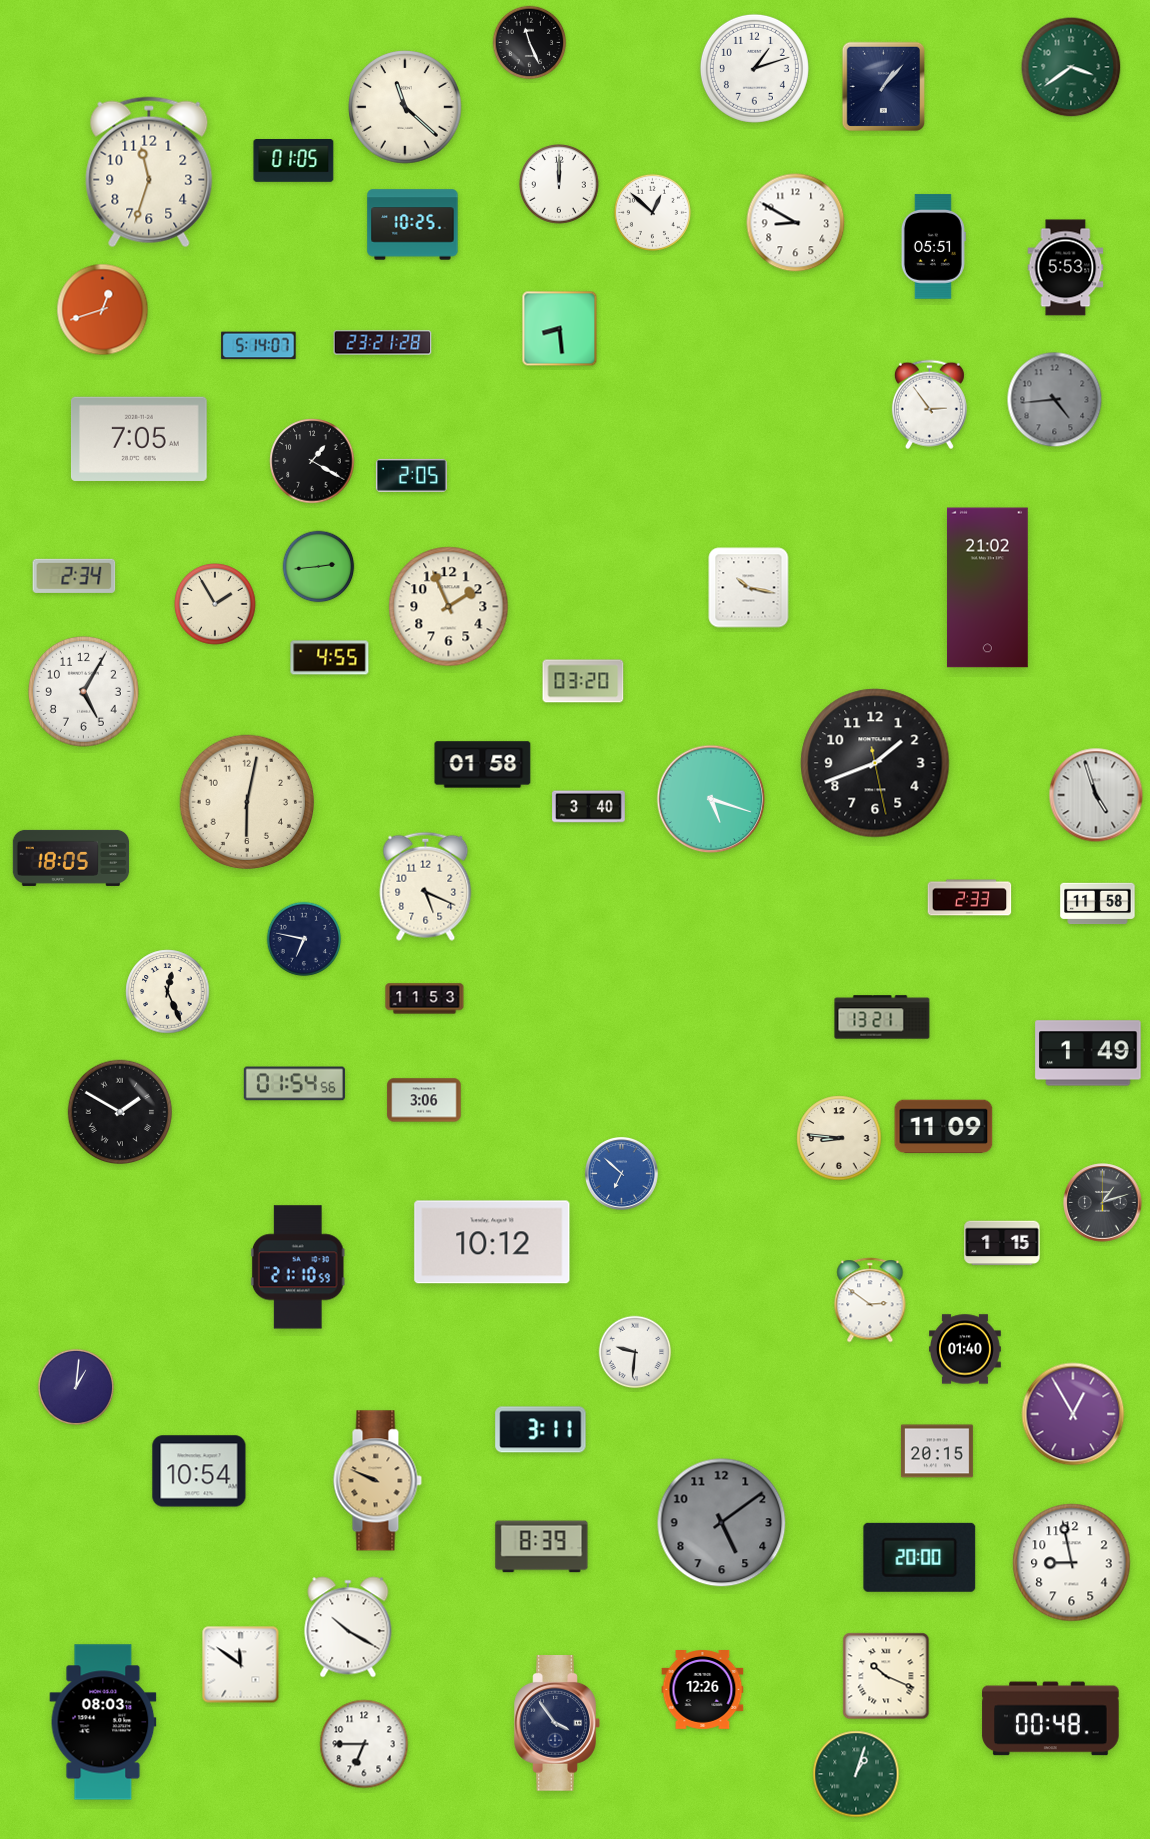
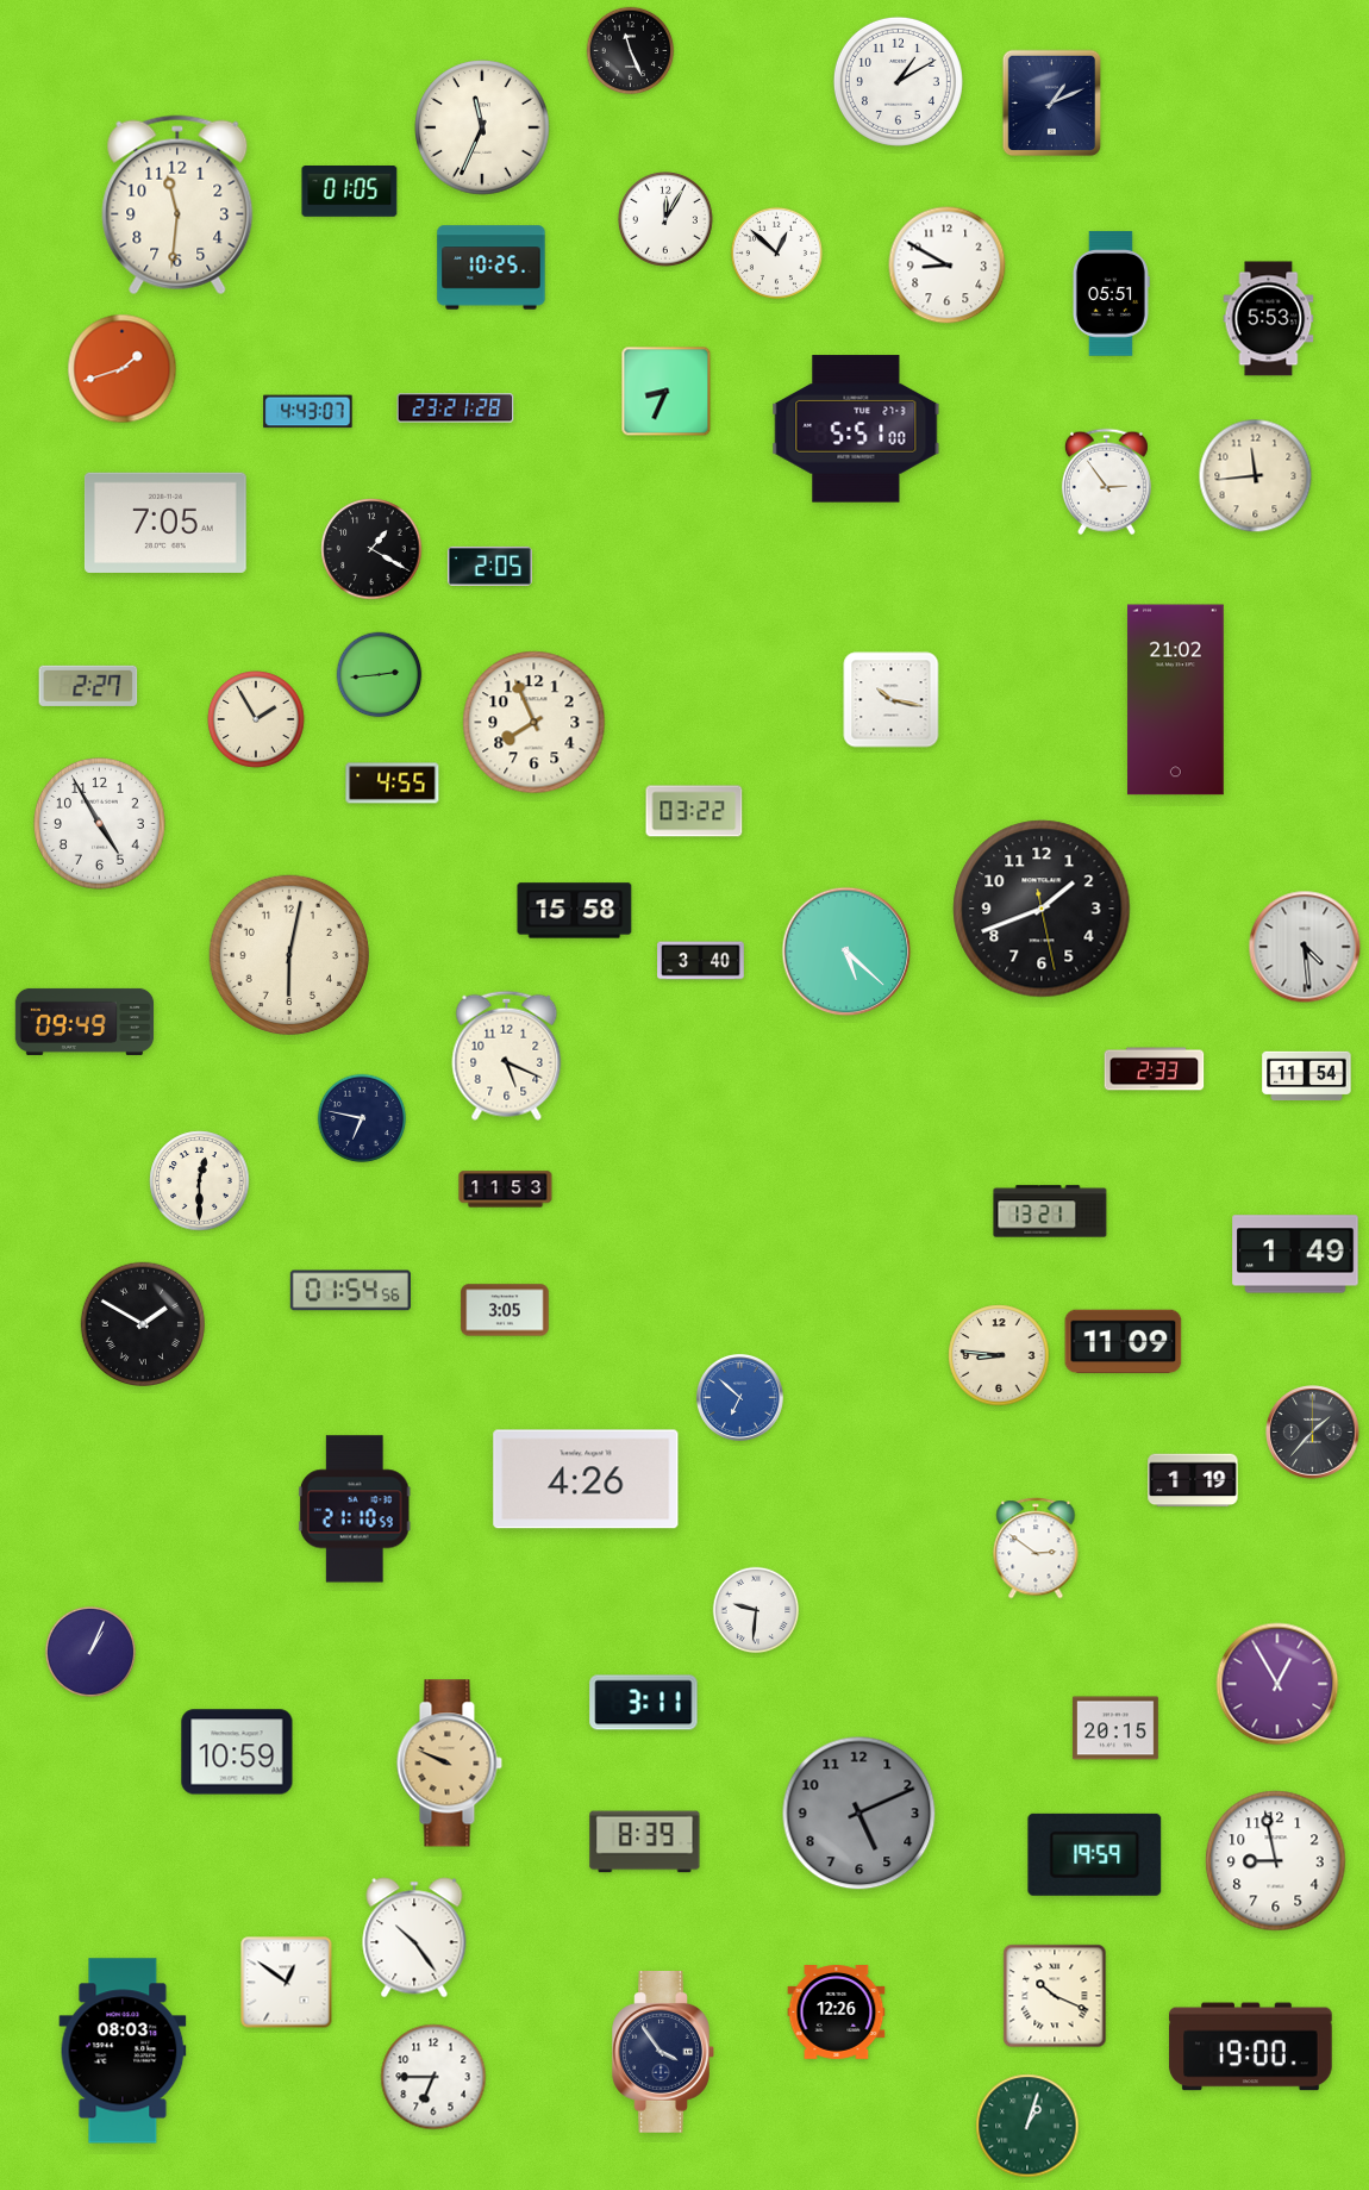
clock at (1071, 67): 3:39 -> none
clock at (754, 68): 1:12 -> 1:10
clock at (884, 87): 1:07 -> 1:11
clock at (405, 107): 11:22 -> 11:34
clock at (149, 172): 11:33 -> 11:31
clock at (559, 184): 12:00 -> 12:05
clock at (103, 310): 12:42 -> 1:42
clock at (560, 329): 8:29 -> 8:34
clock at (259, 346): 5:14 -> 4:43
clock at (856, 429): none -> 5:51
clock at (1055, 400): 4:44 -> 11:44
clock at (1055, 400) dial: grey -> cream
clock at (74, 576): 2:34 -> 2:27
clock at (449, 607): 1:56 -> 7:56
clock at (583, 681): 03:20 -> 03:22
clock at (83, 691): 5:05 -> 4:55
clock at (483, 765): 01:58 -> 15:58
clock at (1096, 795): 4:57 -> 4:29
clock at (711, 799): 5:18 -> 5:22
clock at (246, 801) position: (246, 801) -> (288, 954)
clock at (71, 858): 18:05 -> 09:49
clock at (1098, 904): 11:58 -> 11:54
clock at (168, 992): 12:26 -> 12:30
clock at (424, 1100): 3:06 -> 3:05
clock at (1103, 1203): 1:12 -> 1:37
clock at (492, 1242): 10:12 -> 4:26
clock at (1002, 1243): 1:15 -> 1:19
clock at (966, 1349): 01:40 -> none
clock at (76, 1387): 1:01 -> 1:04
clock at (199, 1471): 10:54 -> 10:59
clock at (722, 1523): 5:09 -> 5:11
clock at (920, 1557): 20:00 -> 19:59
clock at (348, 1627): 10:20 -> 10:24
clock at (241, 1665): 11:51 -> 12:51
clock at (1051, 1719): 00:48 -> 19:00
clock at (856, 1774) position: (856, 1774) -> (1027, 2126)
